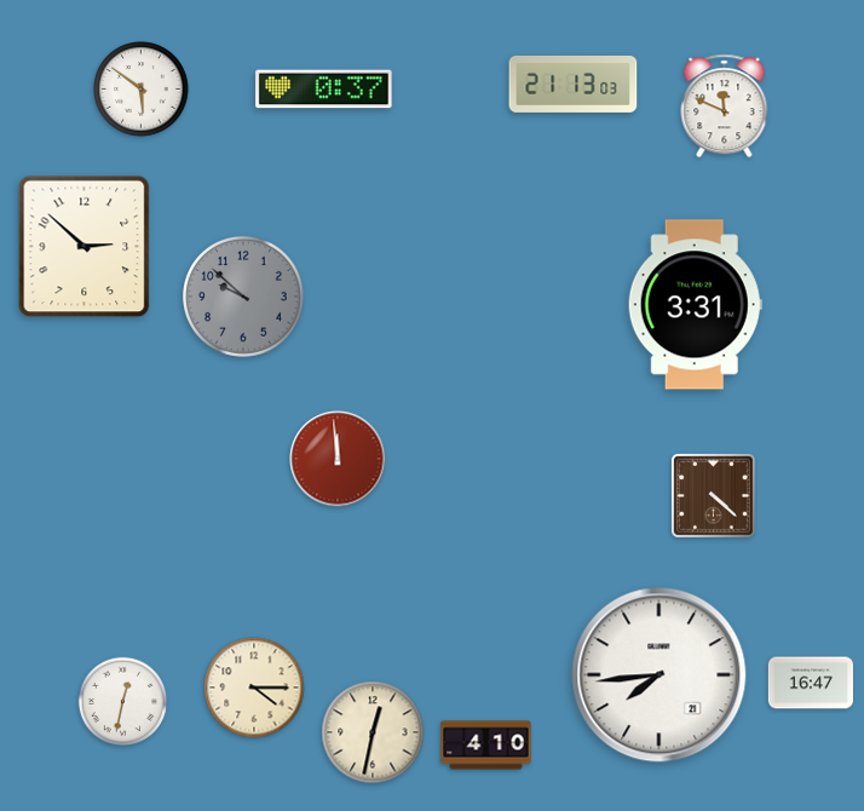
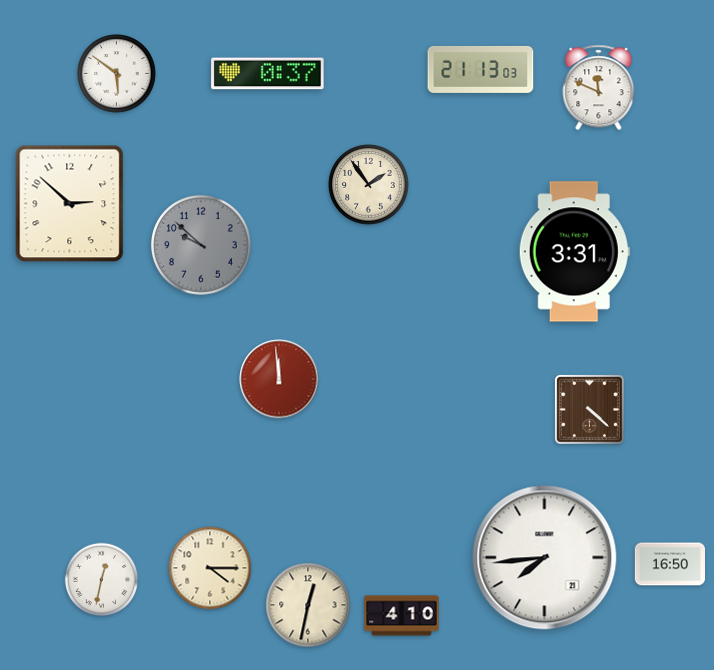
clock at (574, 84) position: (574, 84) -> (481, 69)
clock at (369, 185): none -> 1:54
clock at (810, 683): 16:47 -> 16:50
